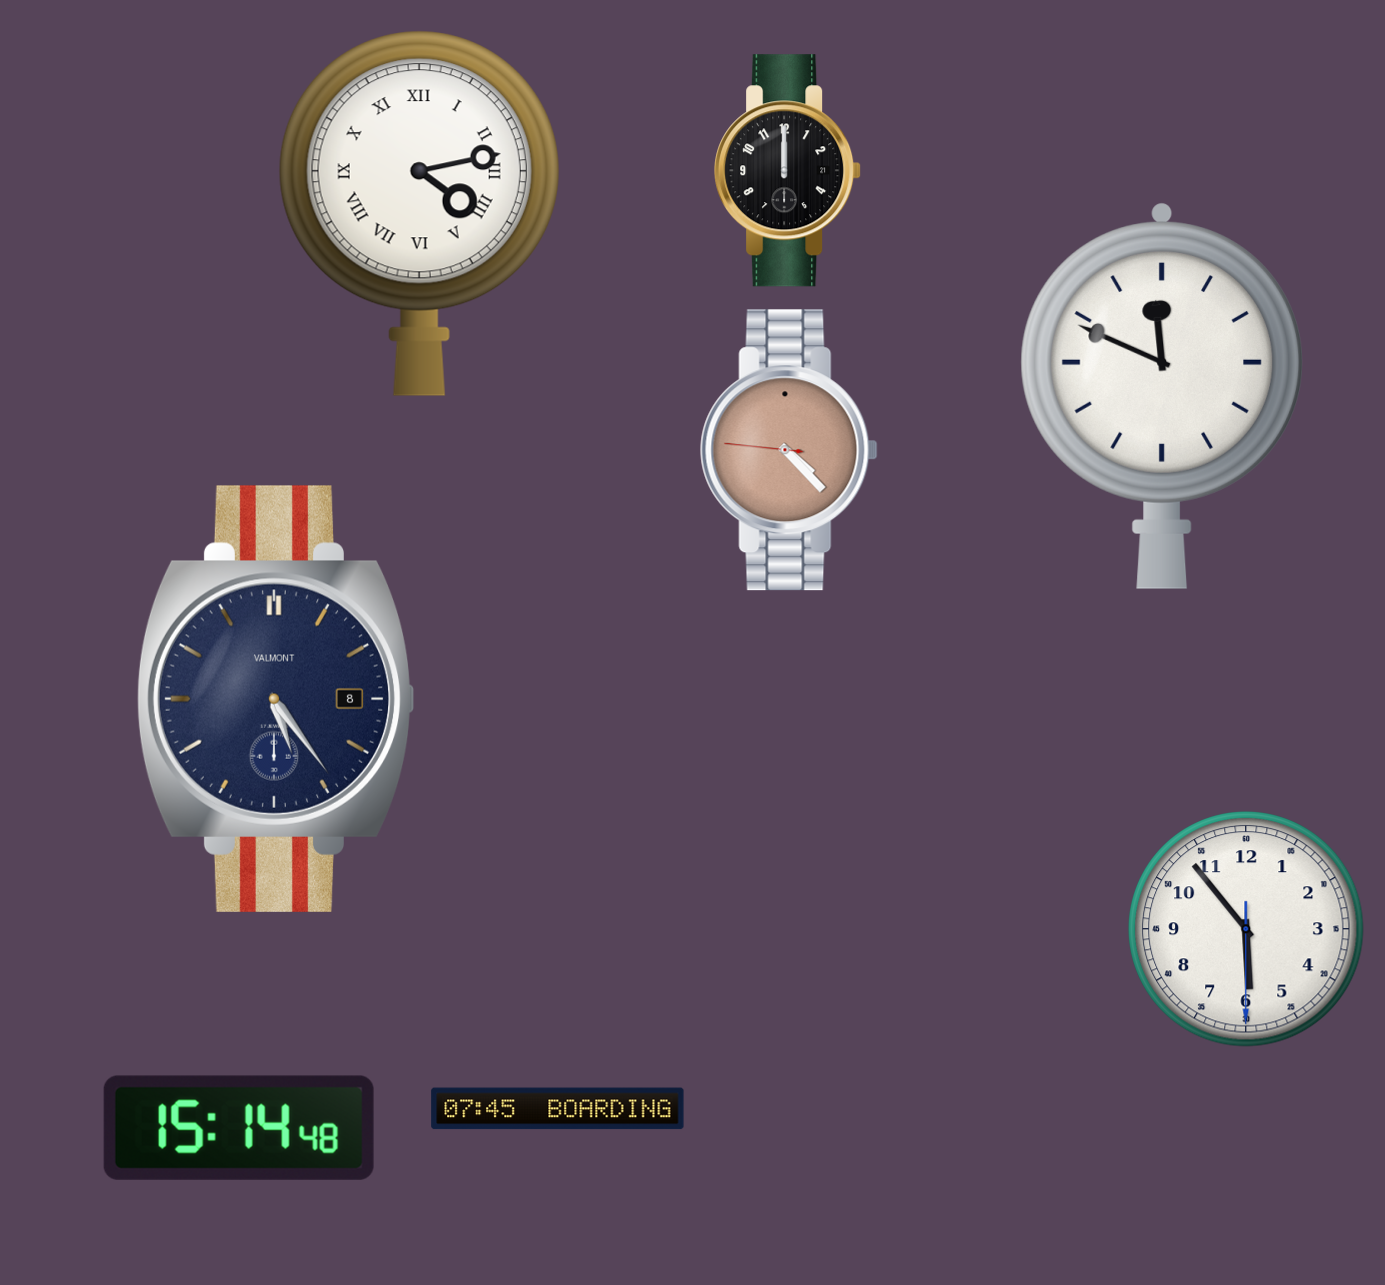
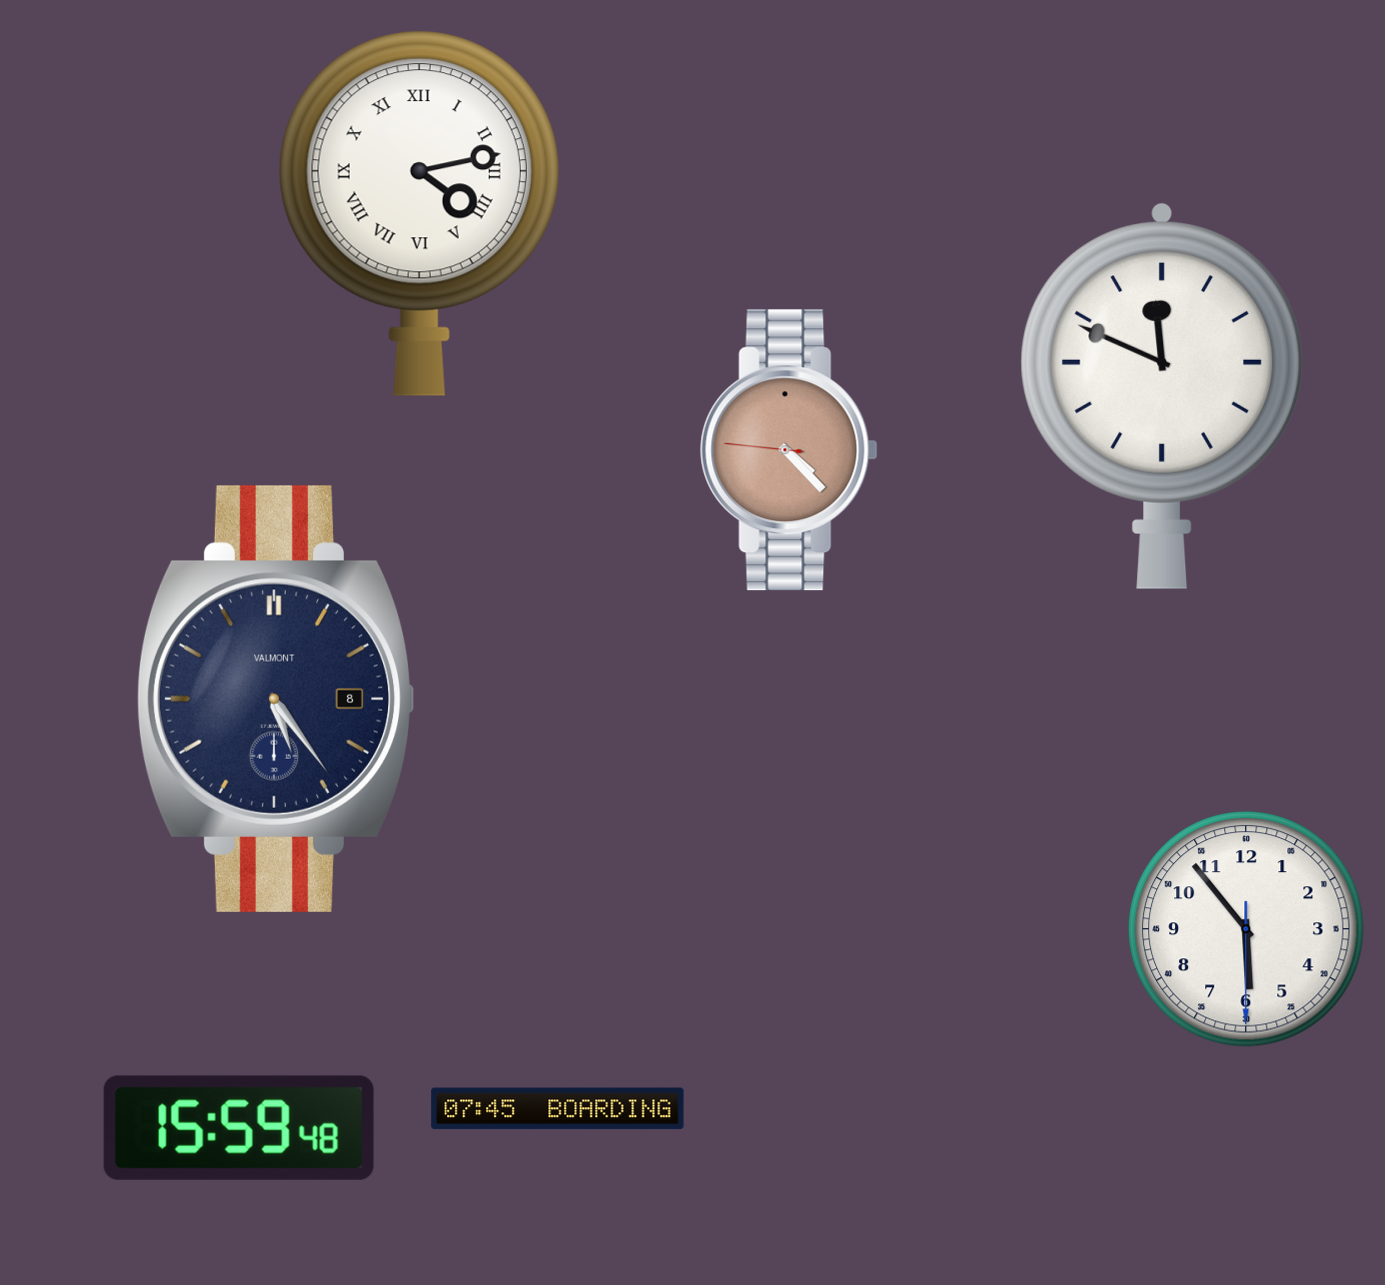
clock at (788, 171): 12:00 -> none
clock at (239, 1128): 15:14 -> 15:59
